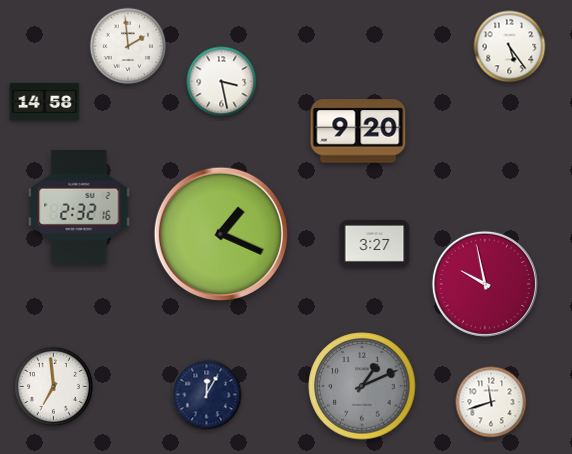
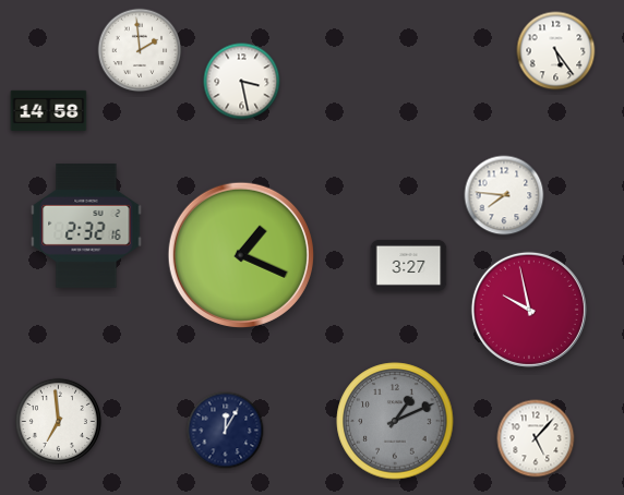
clock at (222, 82) position: (222, 82) -> (242, 82)
clock at (358, 131): 9:20 -> none
clock at (504, 195): none -> 7:46
clock at (491, 402): 11:42 -> 5:07
